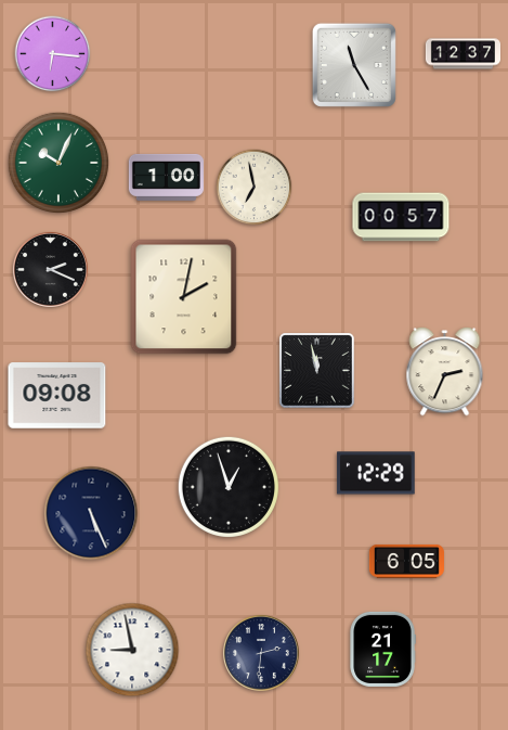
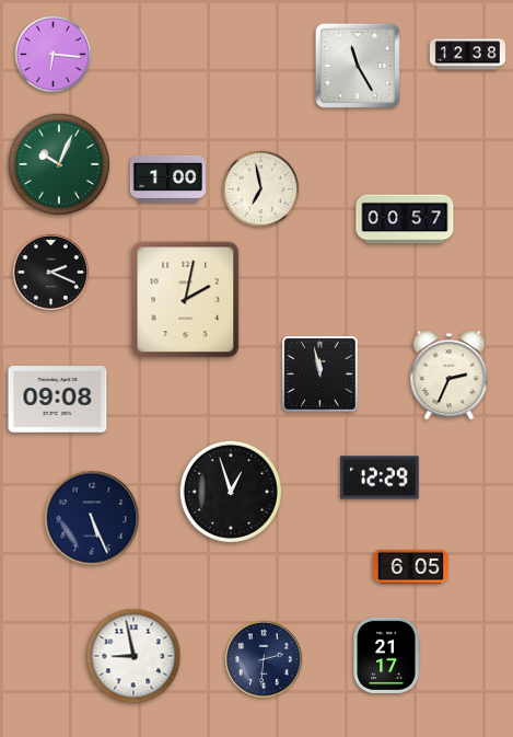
clock at (463, 54): 12:37 -> 12:38
clock at (255, 188) position: (255, 188) -> (261, 189)
